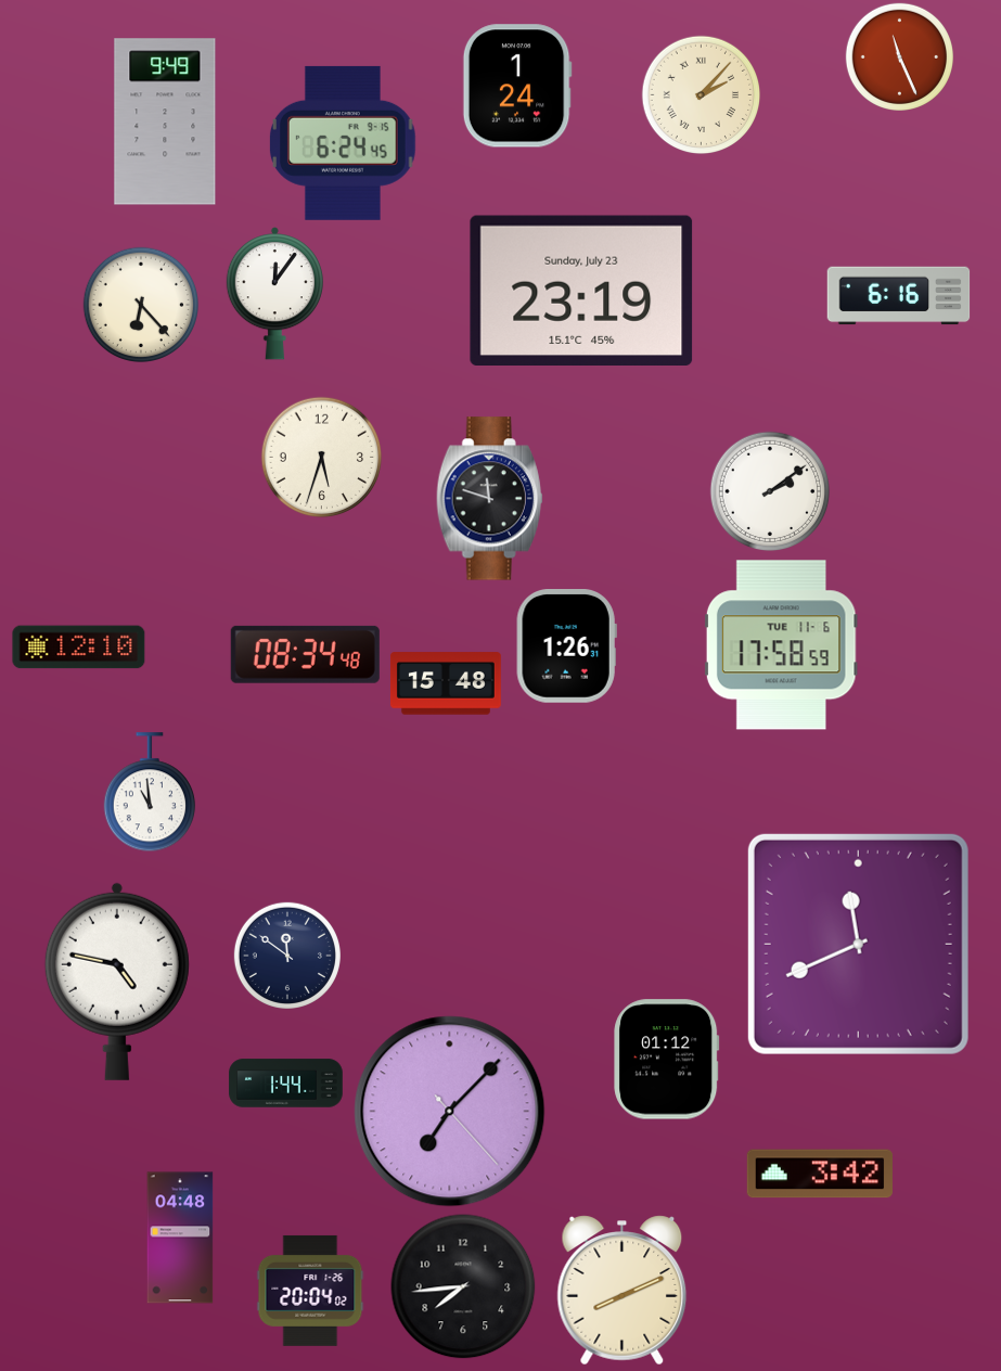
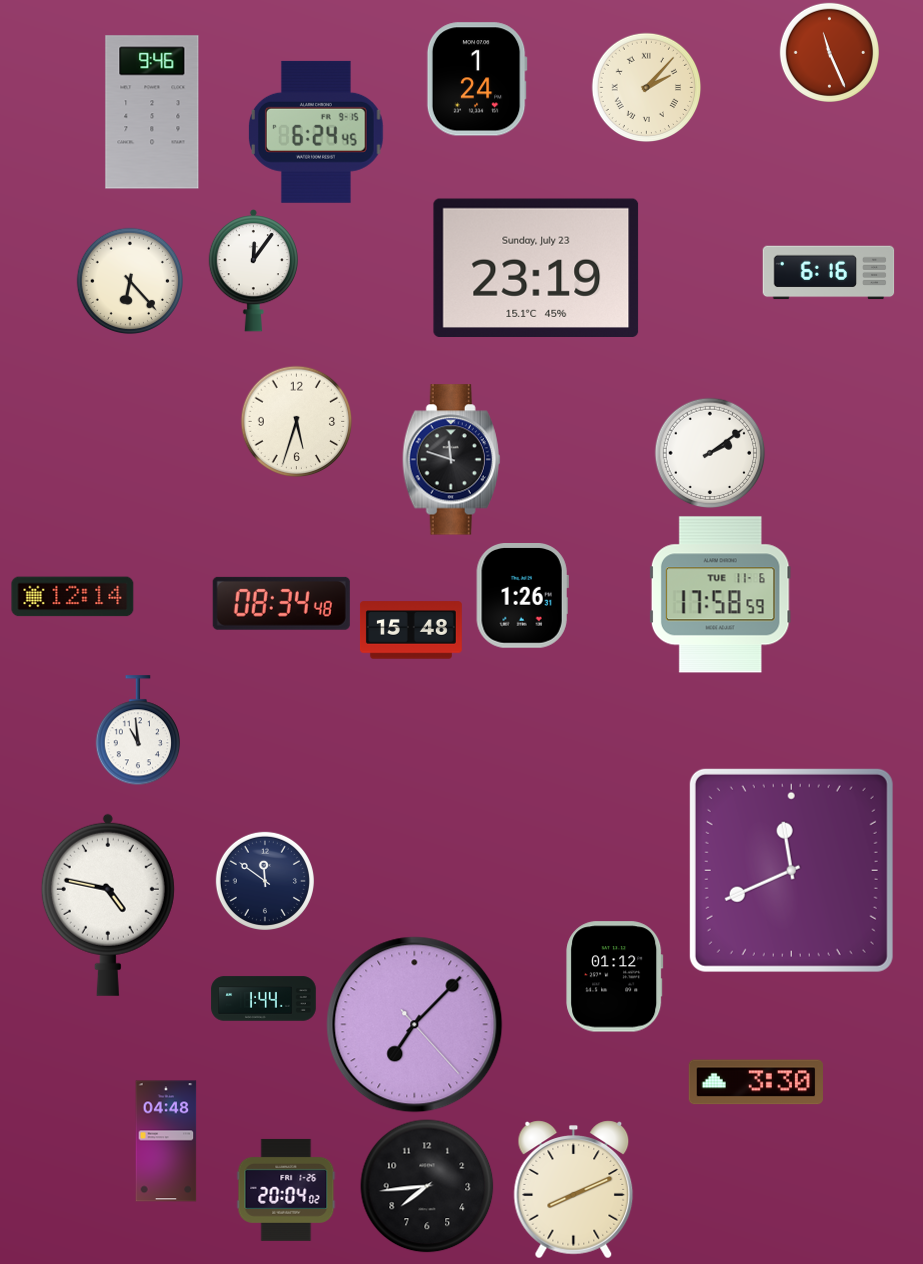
clock at (165, 121): 9:49 -> 9:46
clock at (79, 648): 12:10 -> 12:14
clock at (820, 1174): 3:42 -> 3:30
